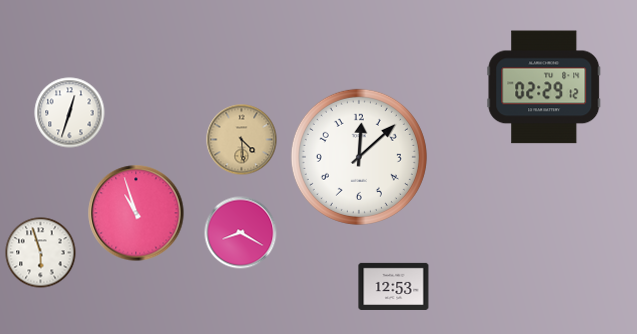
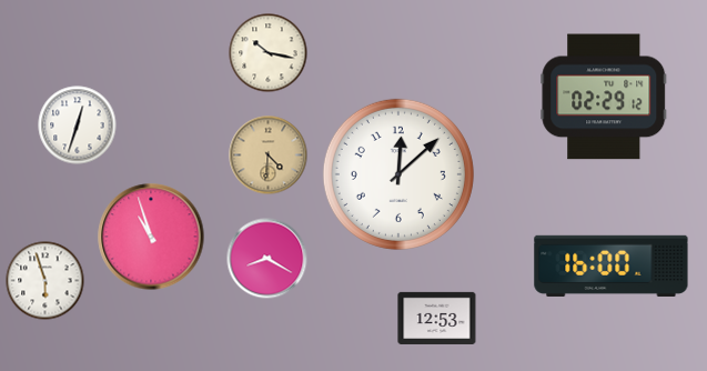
clock at (269, 53): none -> 10:17
clock at (242, 140): 4:29 -> 4:31
clock at (612, 265): none -> 16:00
